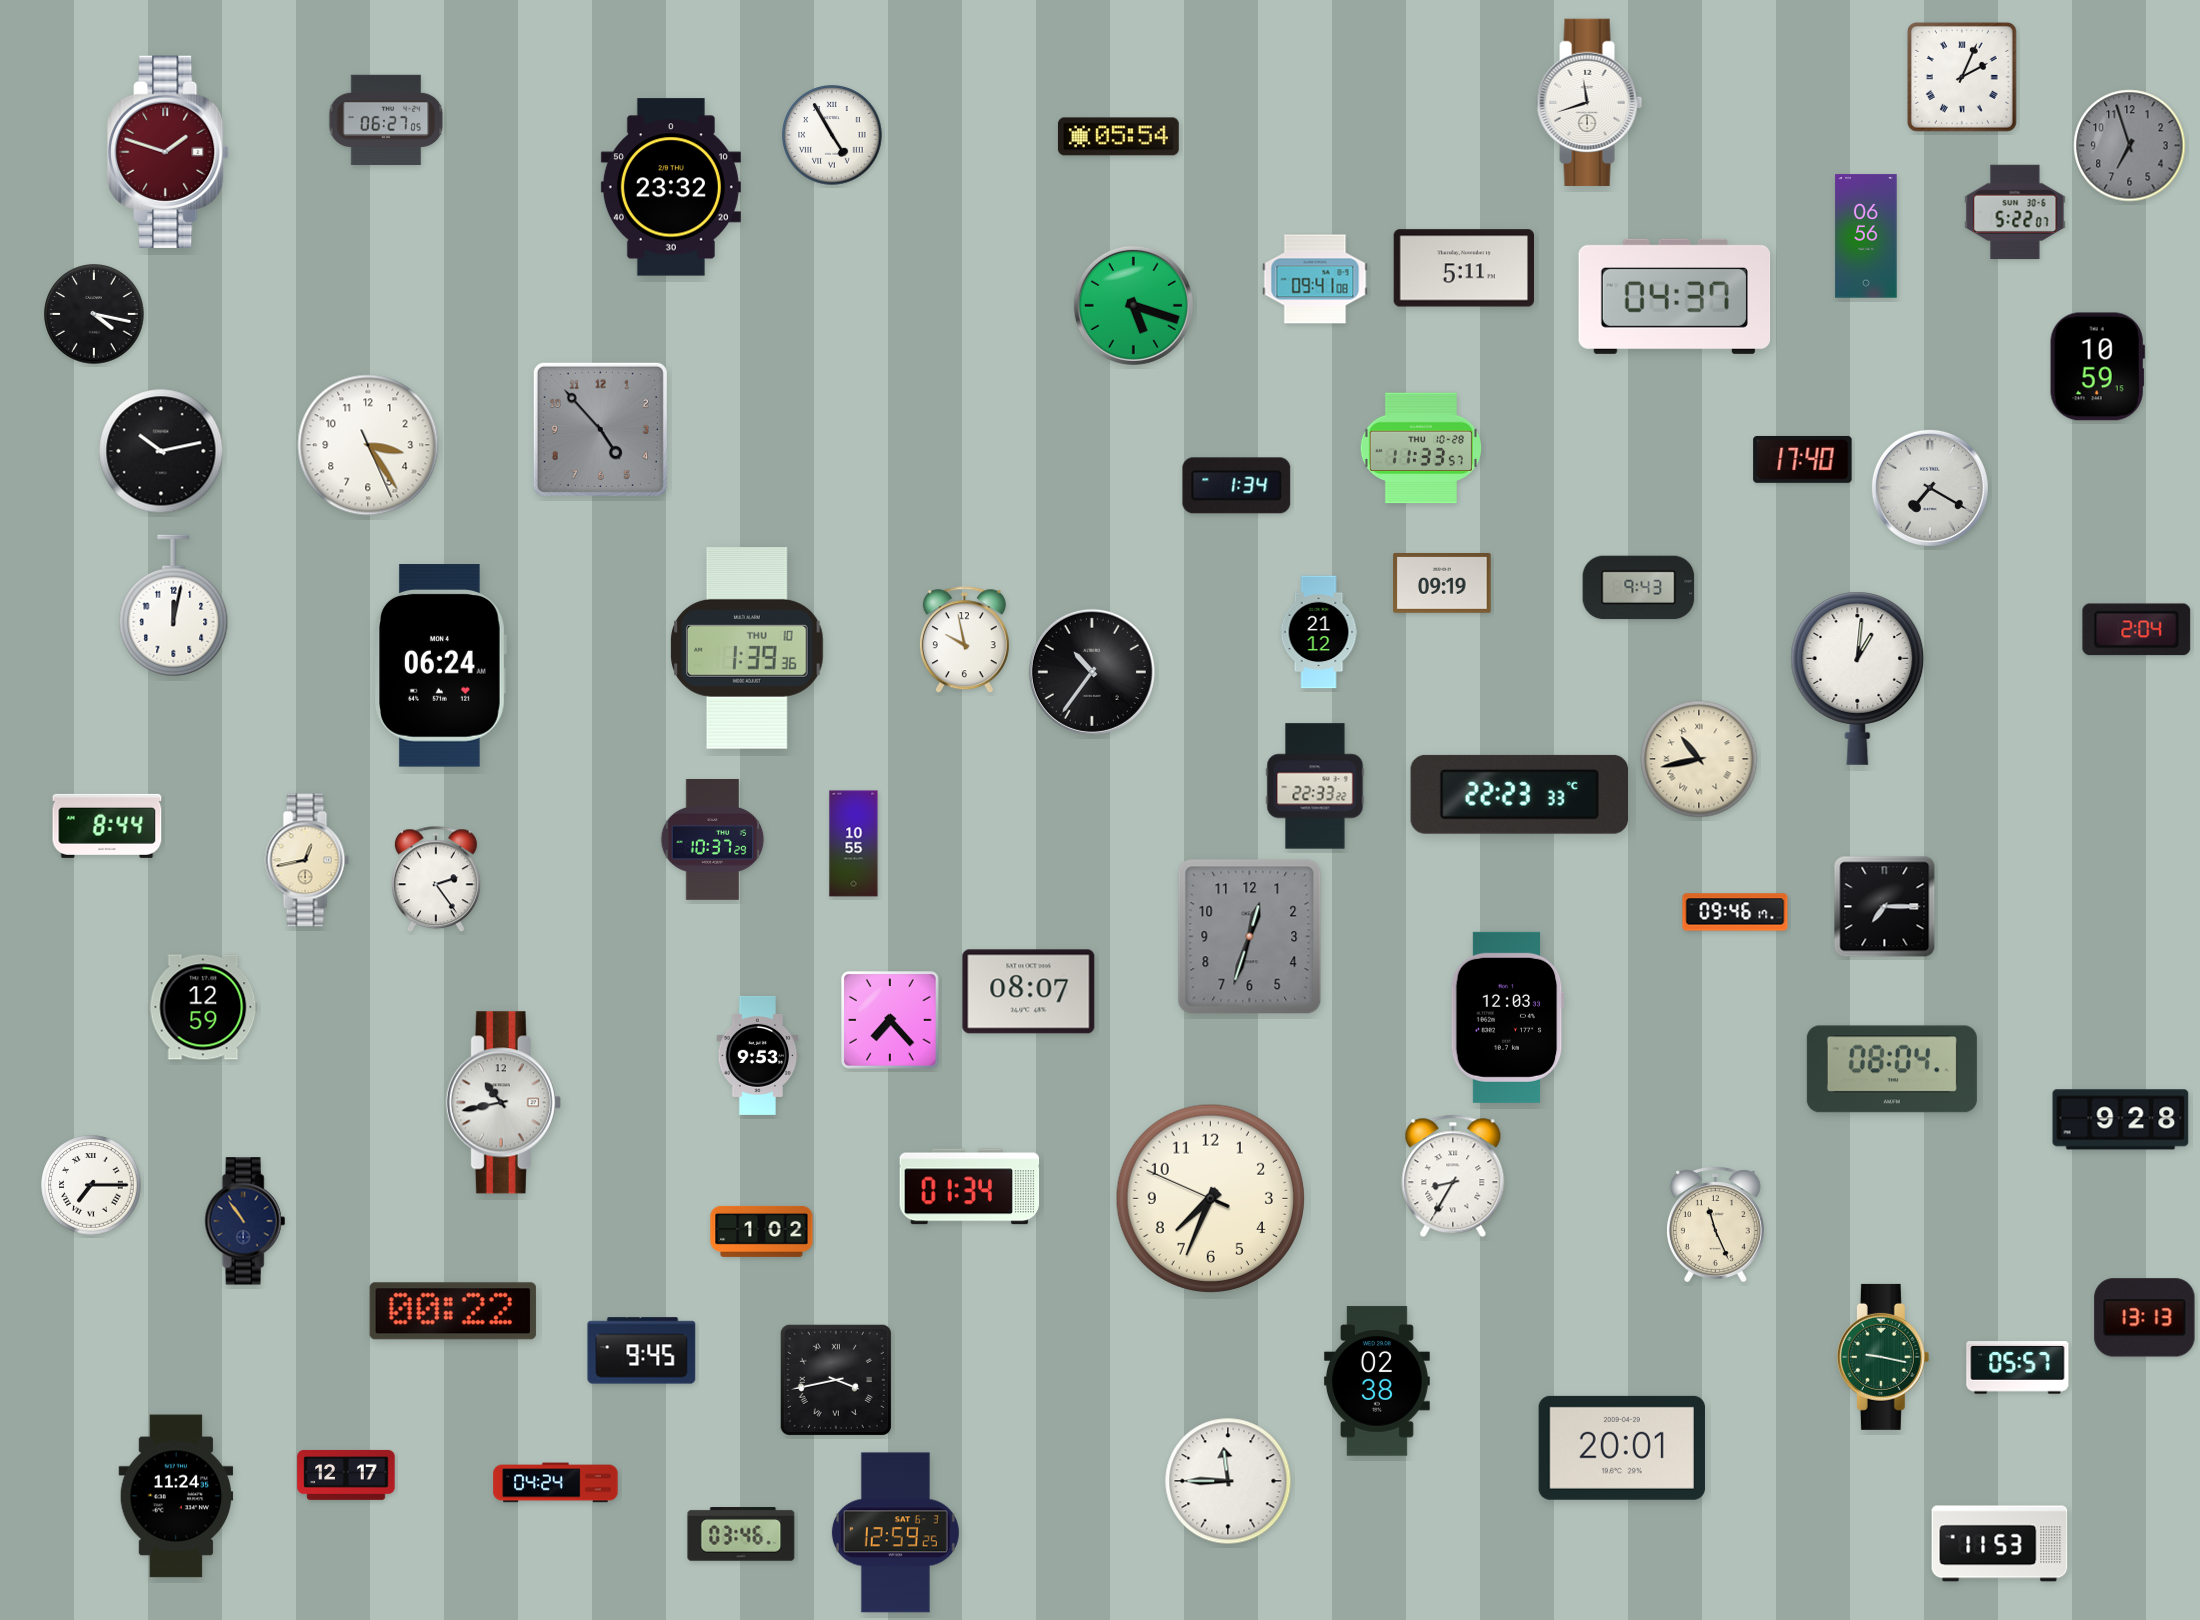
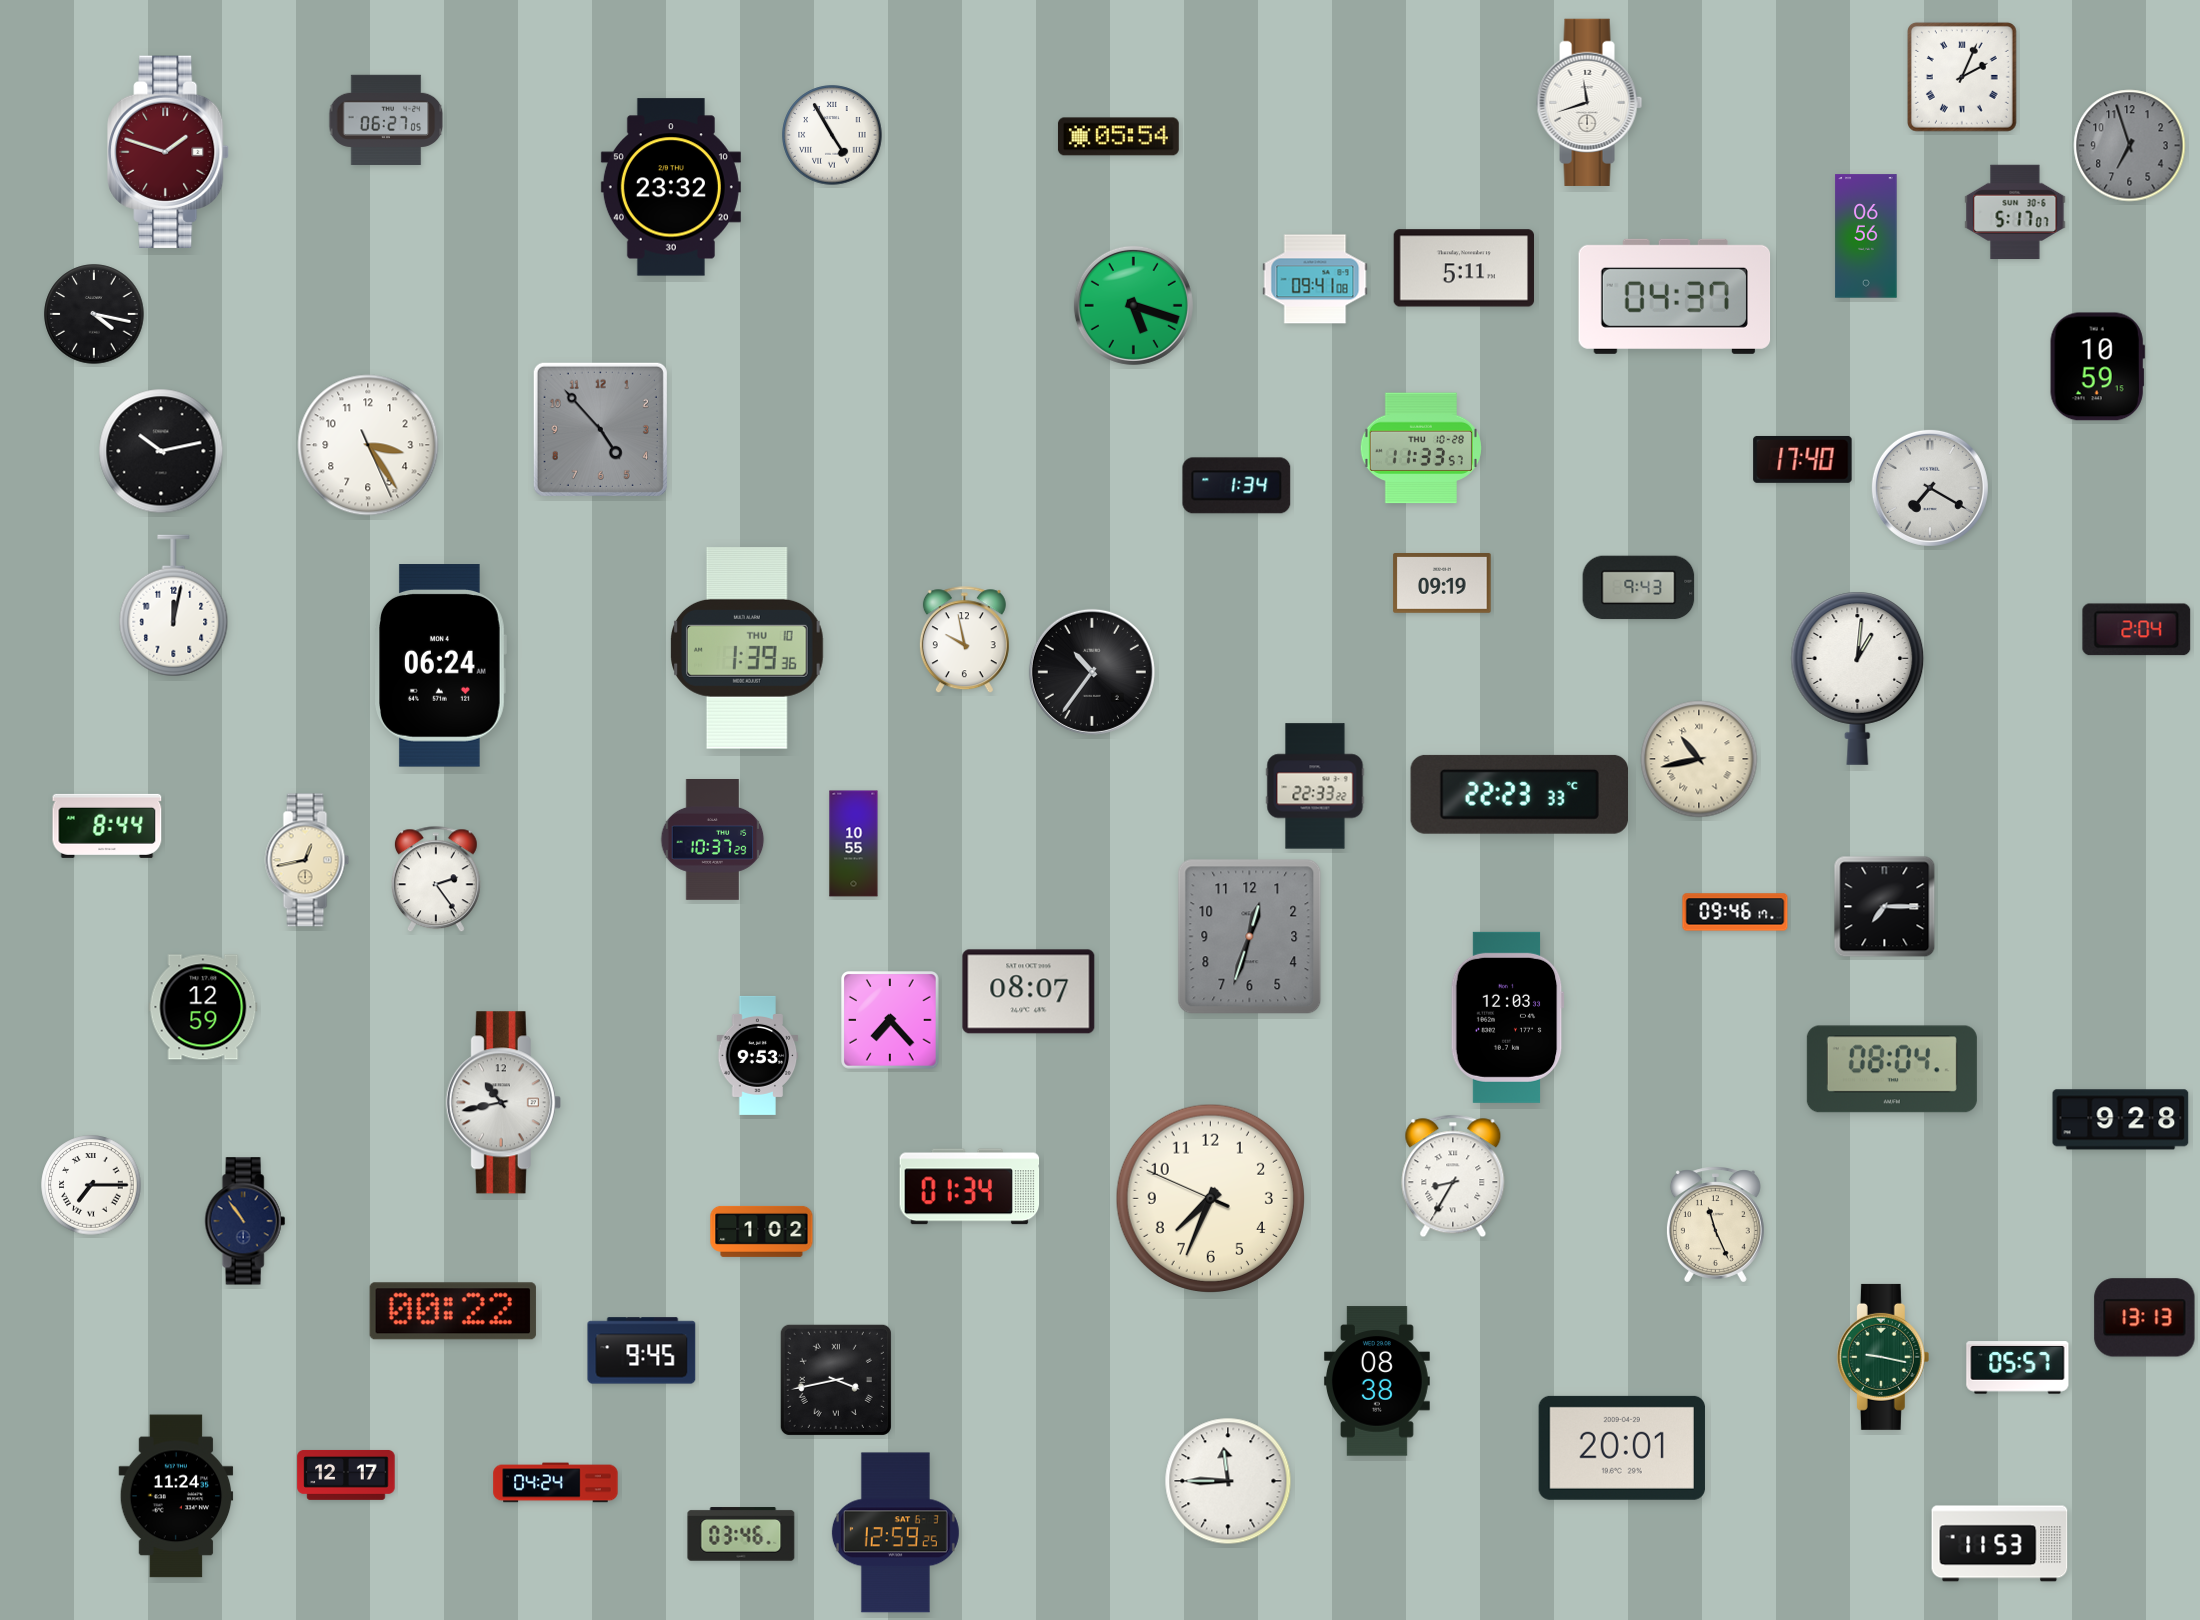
clock at (2015, 212): 5:22 -> 5:17
clock at (1319, 632): 21:12 -> none
clock at (1377, 1381): 02:38 -> 08:38
